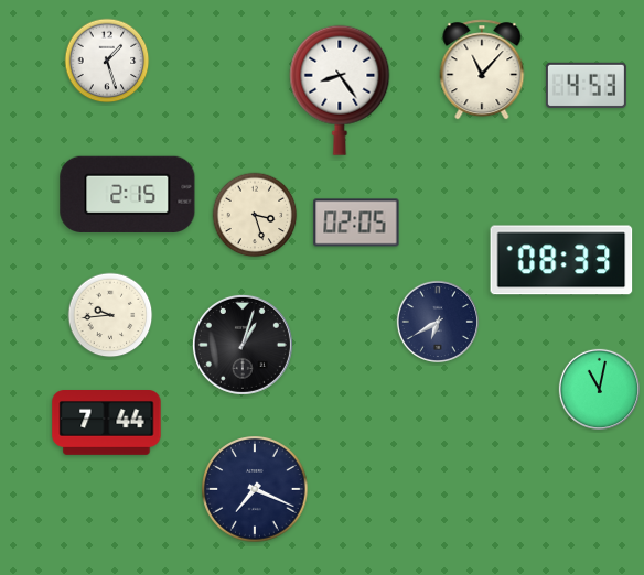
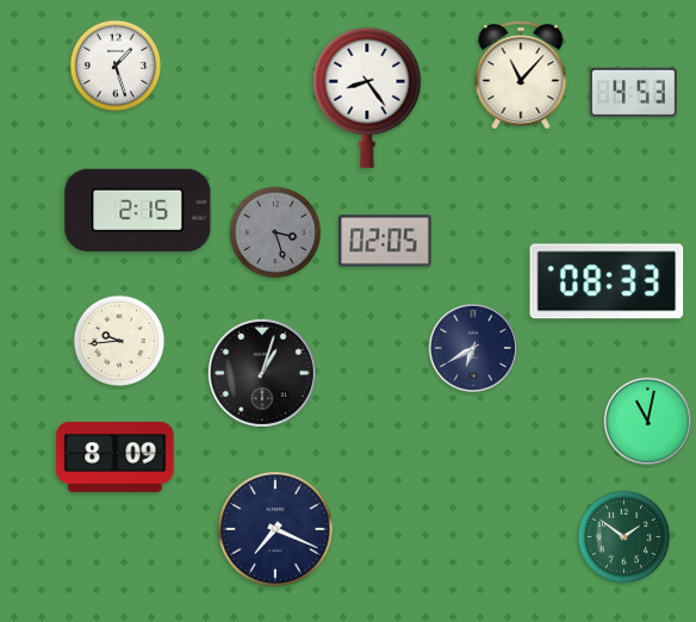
clock at (255, 215) dial: cream -> grey
clock at (107, 423): 7:44 -> 8:09
clock at (624, 537): none -> 1:51
